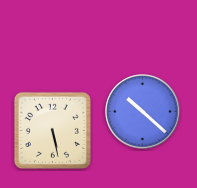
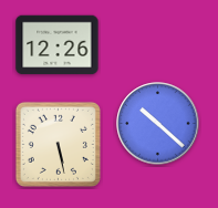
clock at (58, 45): none -> 12:26
